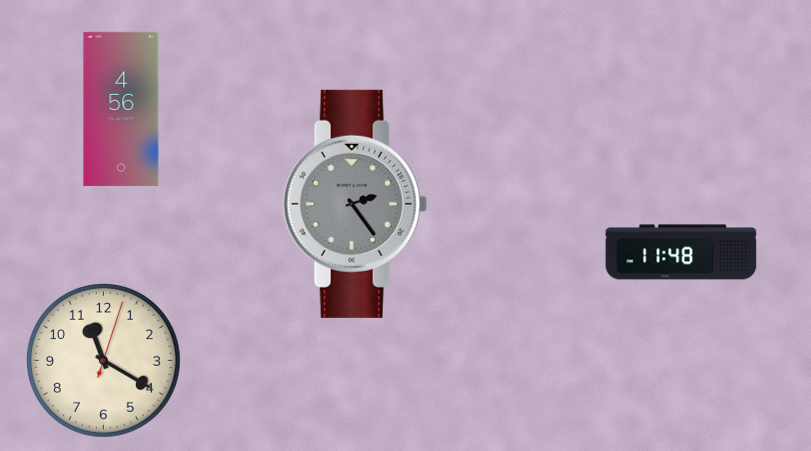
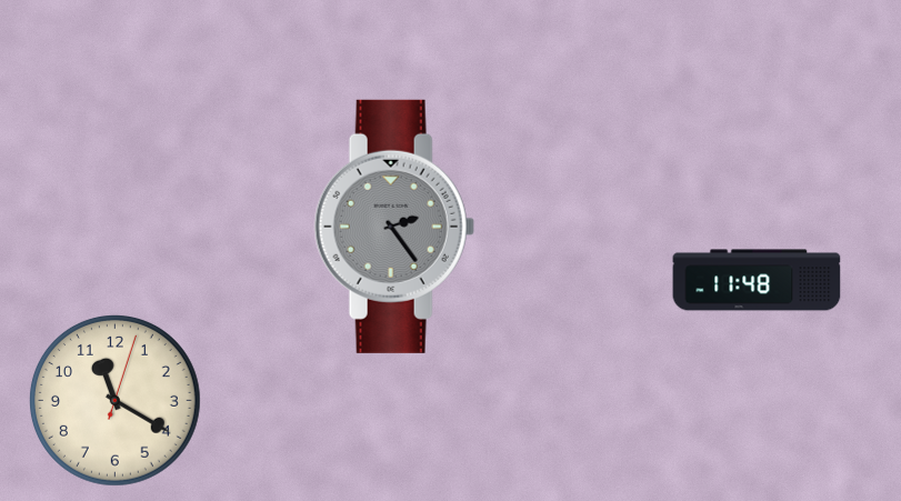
clock at (121, 109): 4:56 -> none
